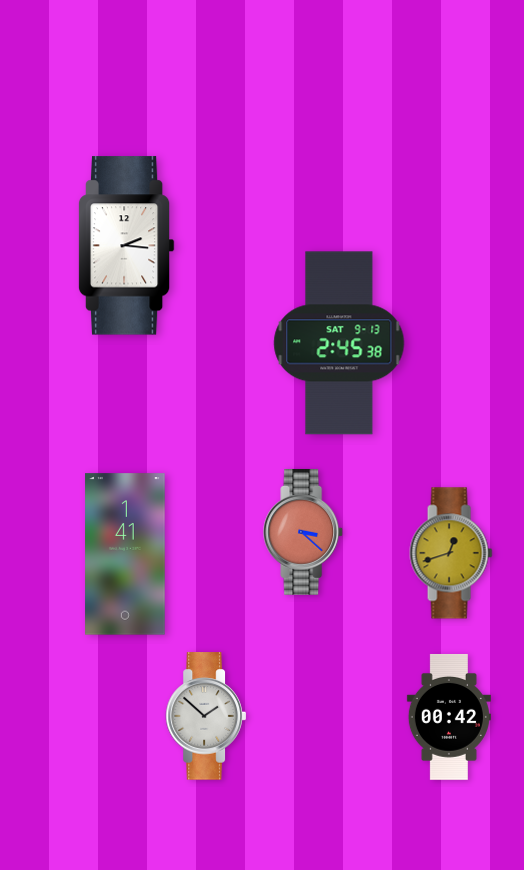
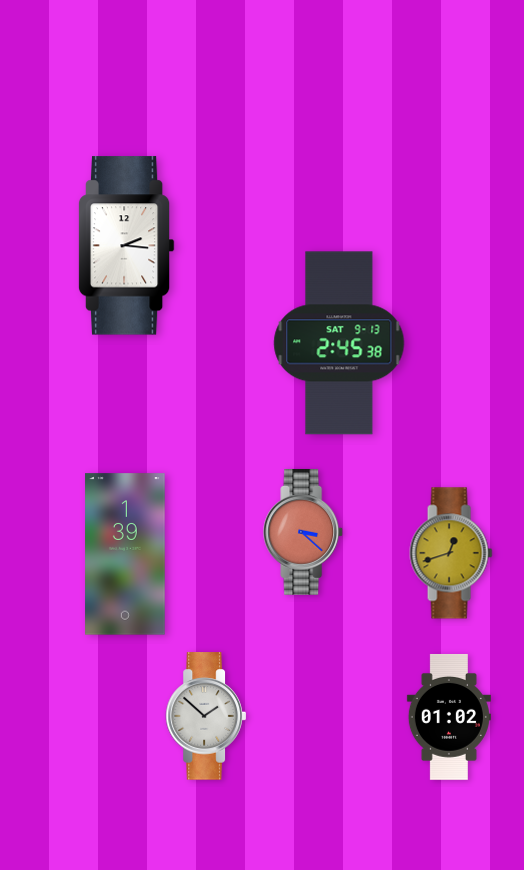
clock at (125, 554): 1:41 -> 1:39
clock at (449, 717): 00:42 -> 01:02
